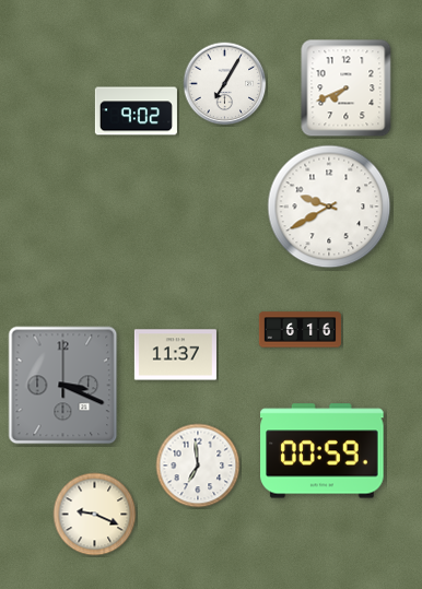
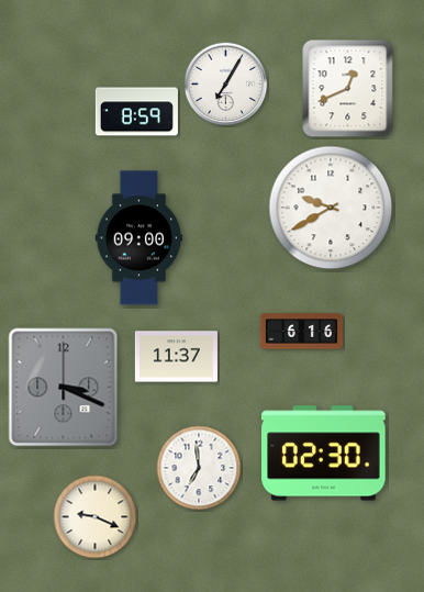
clock at (347, 89): 7:41 -> 12:41
clock at (136, 111): 9:02 -> 8:59
clock at (140, 238): none -> 09:00
clock at (323, 451): 00:59 -> 02:30
